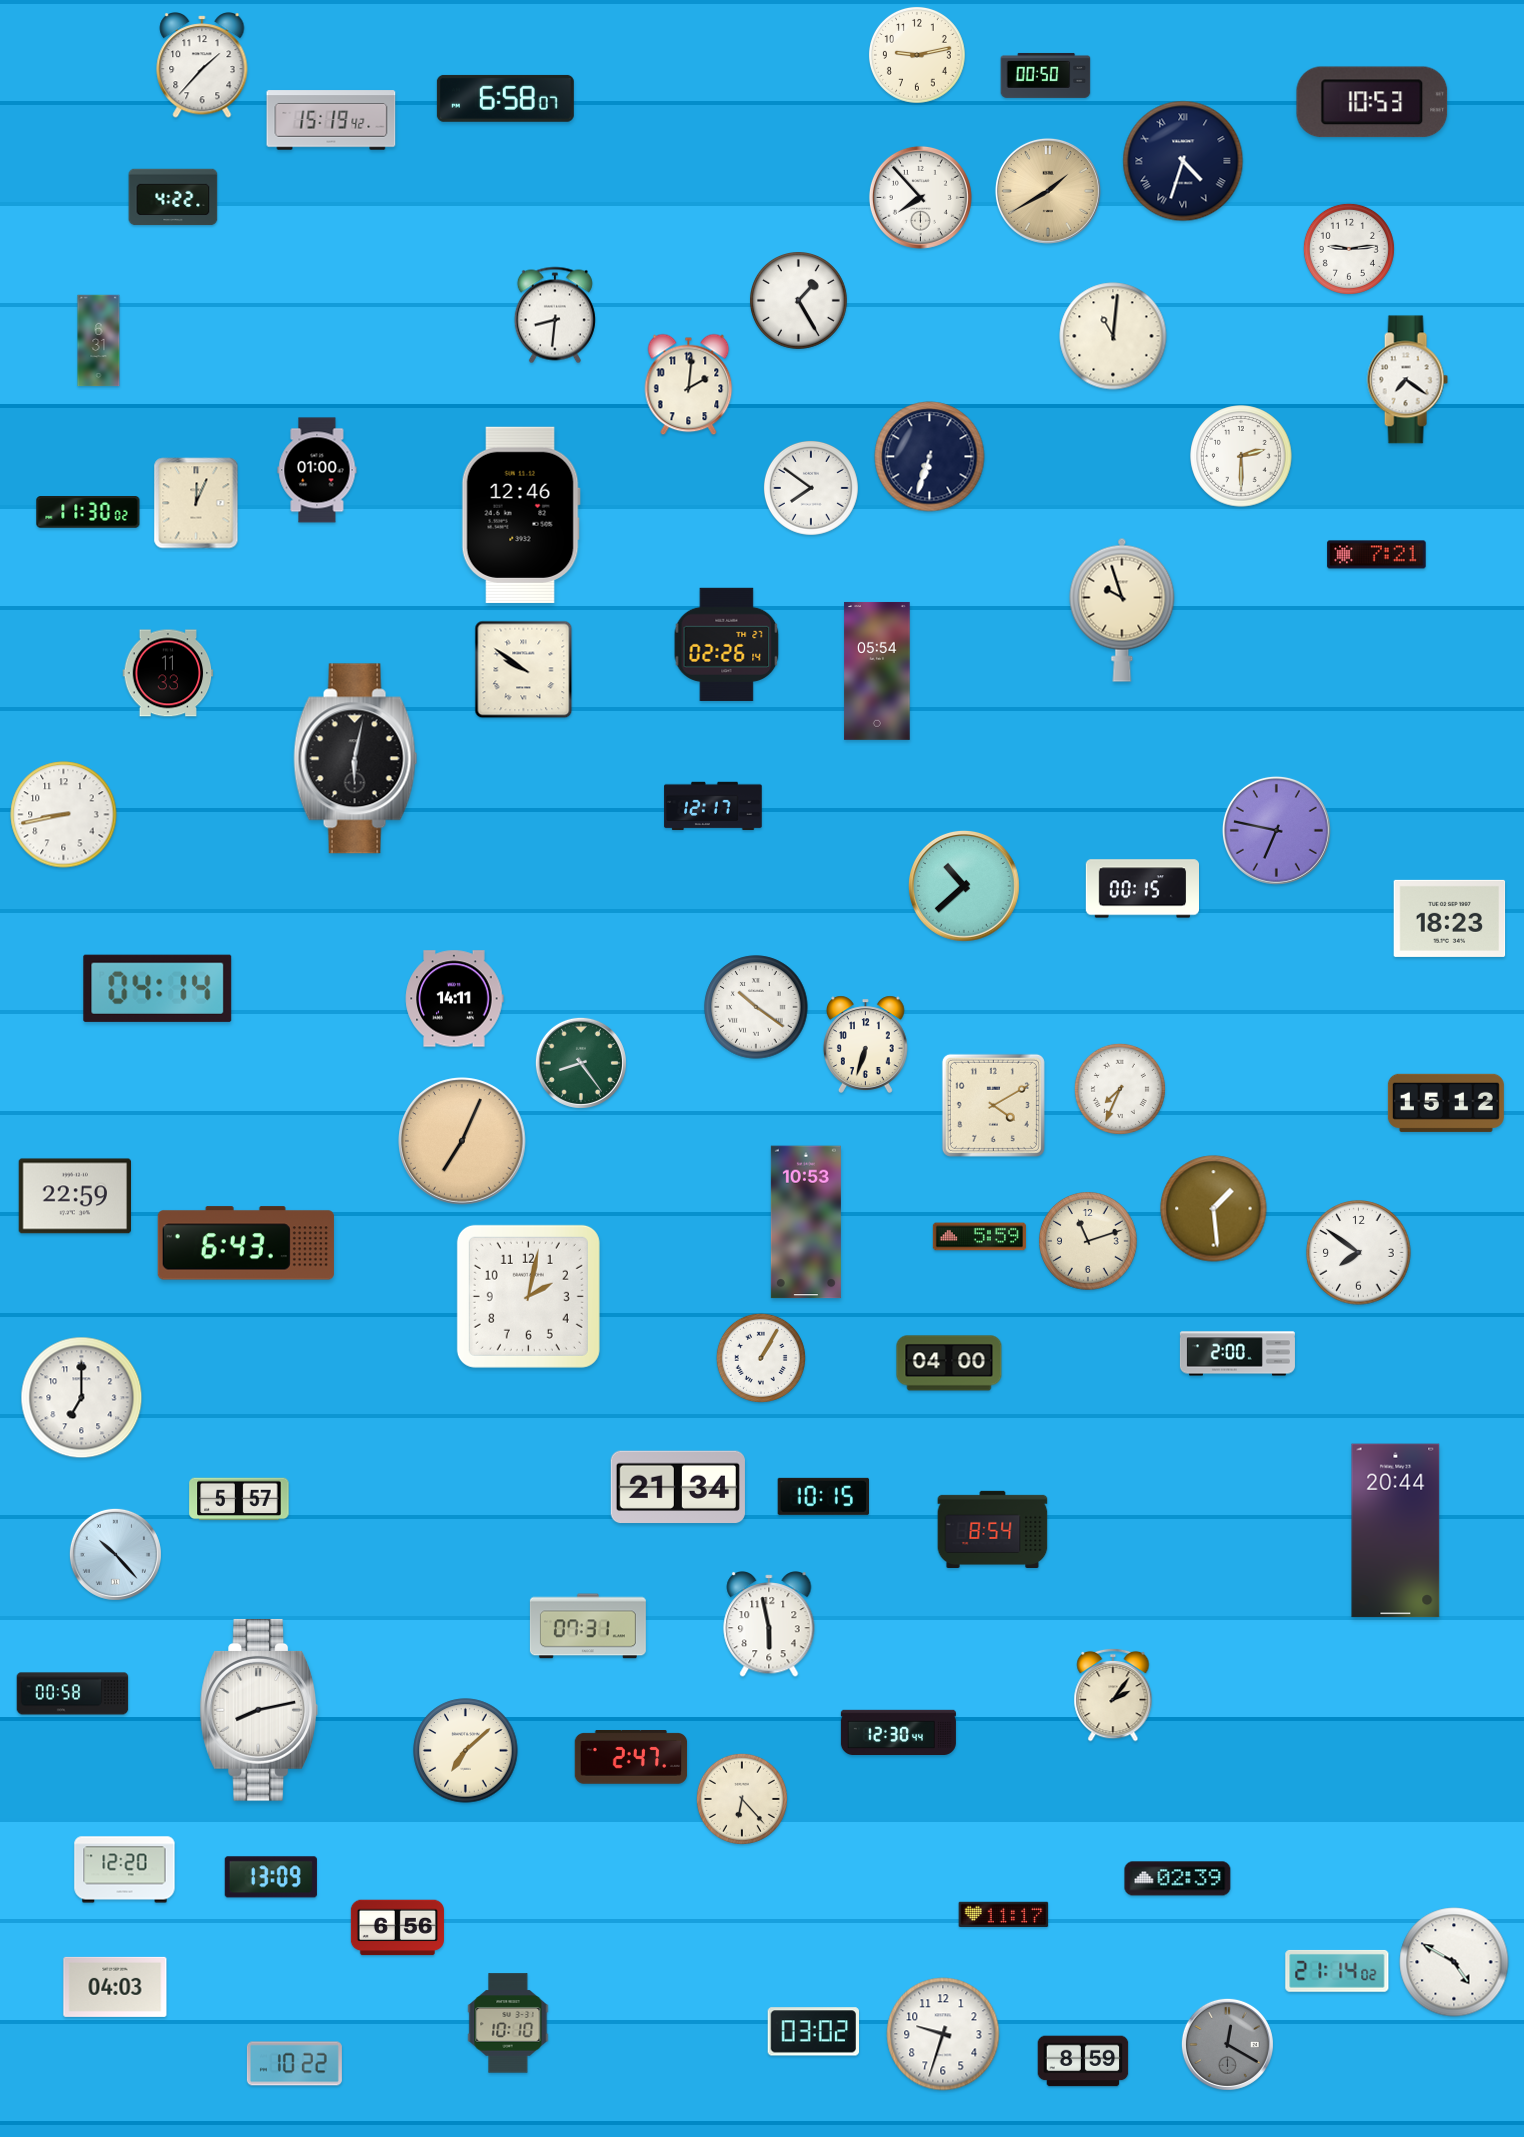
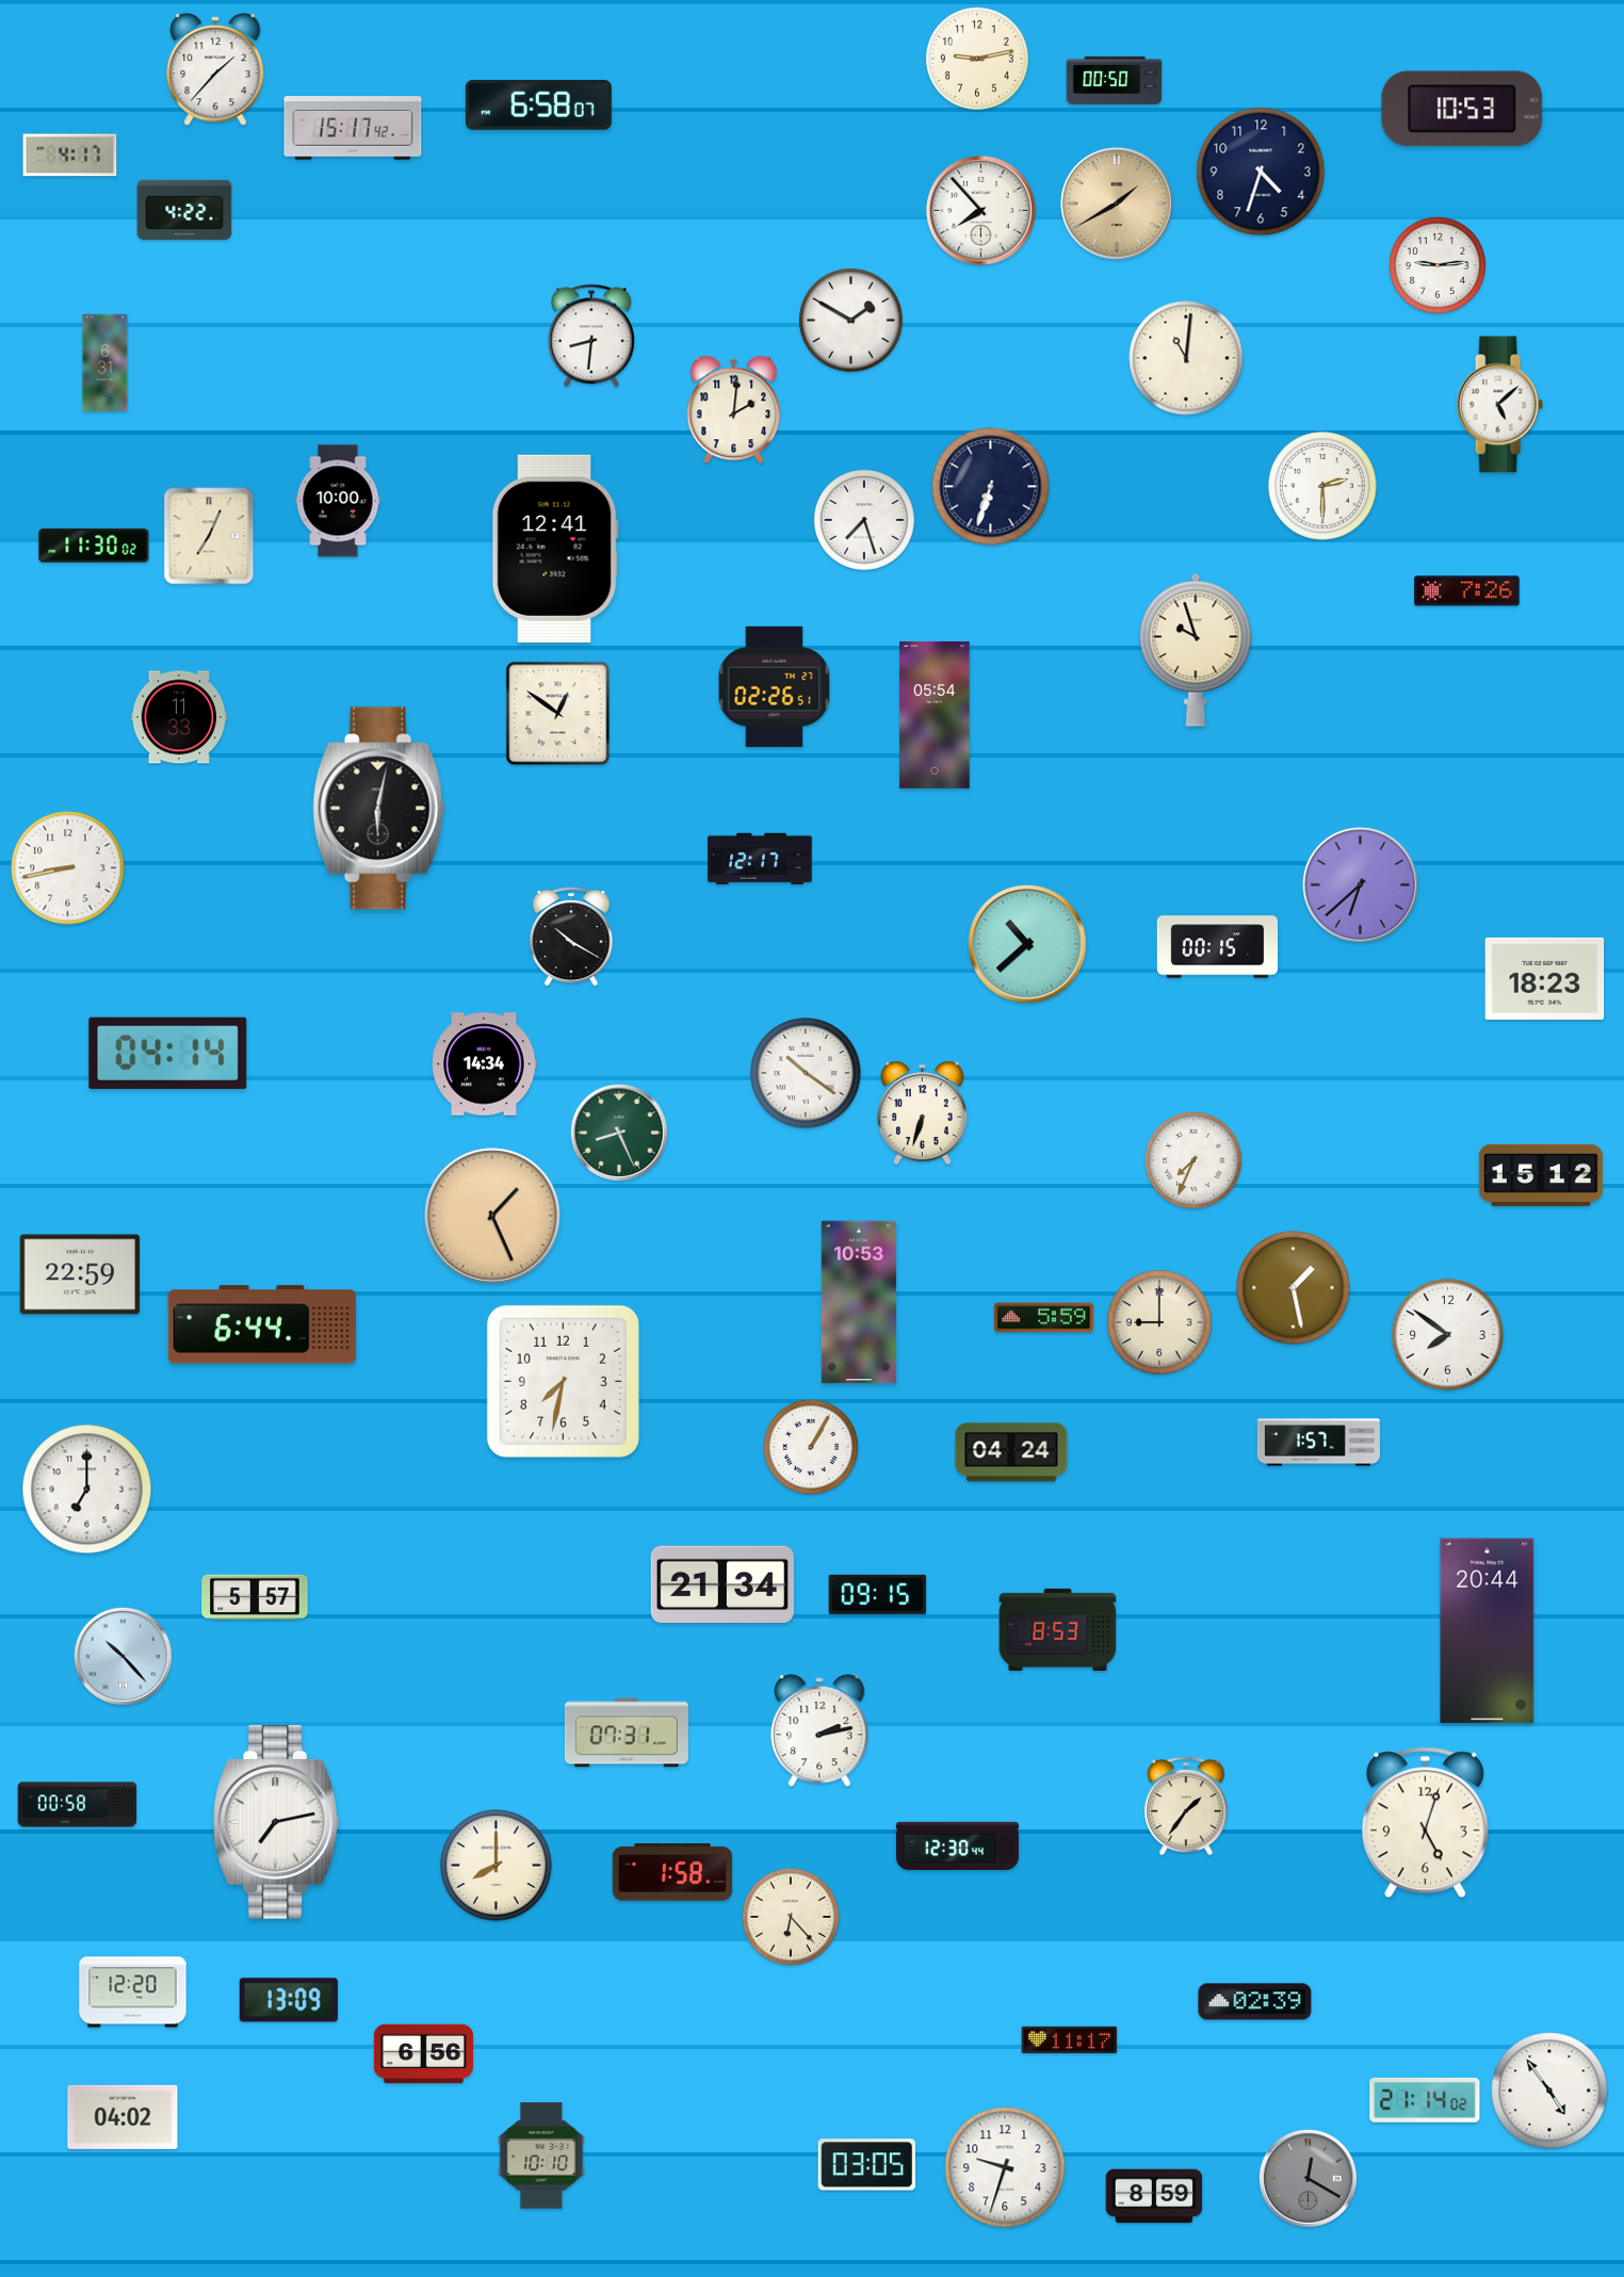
clock at (331, 120): 15:19 -> 15:17
clock at (70, 156): none -> 4:17
clock at (1183, 161) numerals: Roman -> Arabic
clock at (799, 301): 1:25 -> 1:50
clock at (1407, 380): 7:21 -> 5:08
clock at (317, 470): 01:00 -> 10:00
clock at (811, 488): 7:51 -> 7:27
clock at (196, 503): 12:04 -> 7:04
clock at (521, 515): 12:46 -> 12:41
clock at (1377, 555): 7:21 -> 7:26
clock at (727, 644): 02:26:14 -> 02:26:51
clock at (524, 670): 9:51 -> 12:51
clock at (1276, 830): 6:47 -> 6:38
clock at (571, 937): none -> 10:20
clock at (454, 999): 14:11 -> 14:34
clock at (581, 1063): 8:24 -> 8:26
clock at (993, 1105): 4:10 -> none
clock at (462, 1141): 7:04 -> 1:26
clock at (1214, 1209): 1:29 -> 1:28
clock at (1089, 1242): 11:12 -> 9:00
clock at (246, 1243): 6:43 -> 6:44
clock at (528, 1296): 2:02 -> 7:32
clock at (1237, 1354): 2:00 -> 1:57
clock at (949, 1363): 04:00 -> 04:24
clock at (823, 1496): 10:15 -> 09:15
clock at (993, 1529): 8:54 -> 8:53
clock at (769, 1624): 5:58 -> 2:13
clock at (1113, 1695): 2:06 -> 1:36
clock at (258, 1710): 8:13 -> 7:13
clock at (1425, 1823): none -> 5:03
clock at (466, 1751): 7:08 -> 8:00
clock at (631, 1757): 2:47 -> 1:58
clock at (1454, 1962): 4:50 -> 4:54
clock at (115, 1987): 04:03 -> 04:02
clock at (813, 2032): 03:02 -> 03:05
clock at (294, 2064): 10:22 -> none
